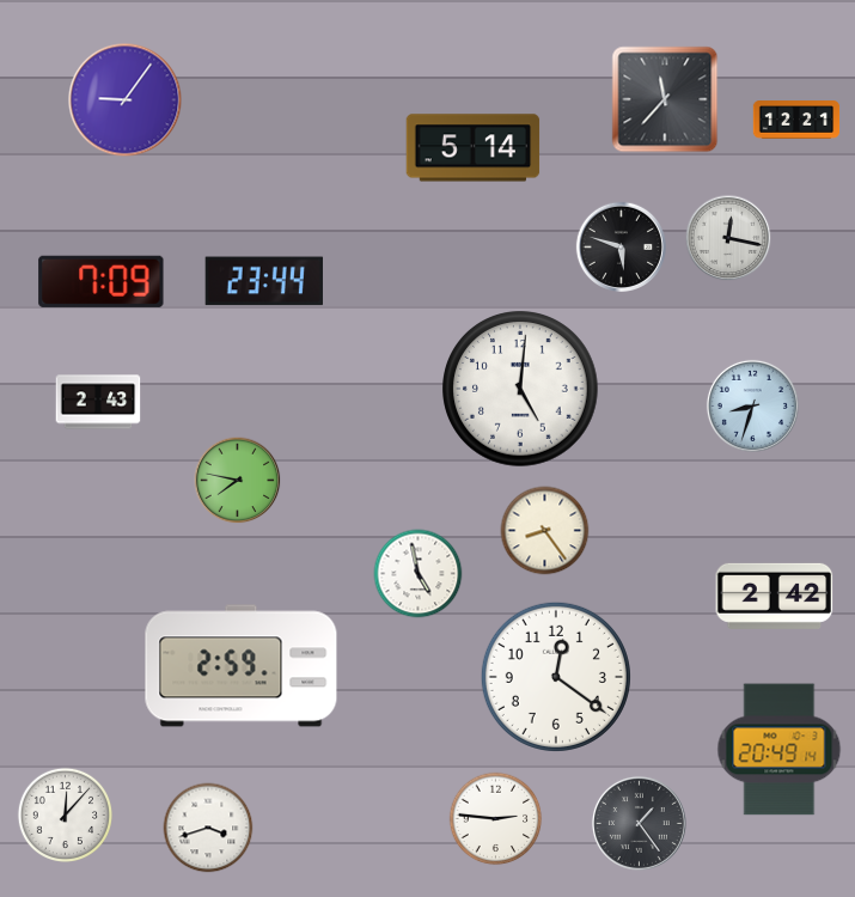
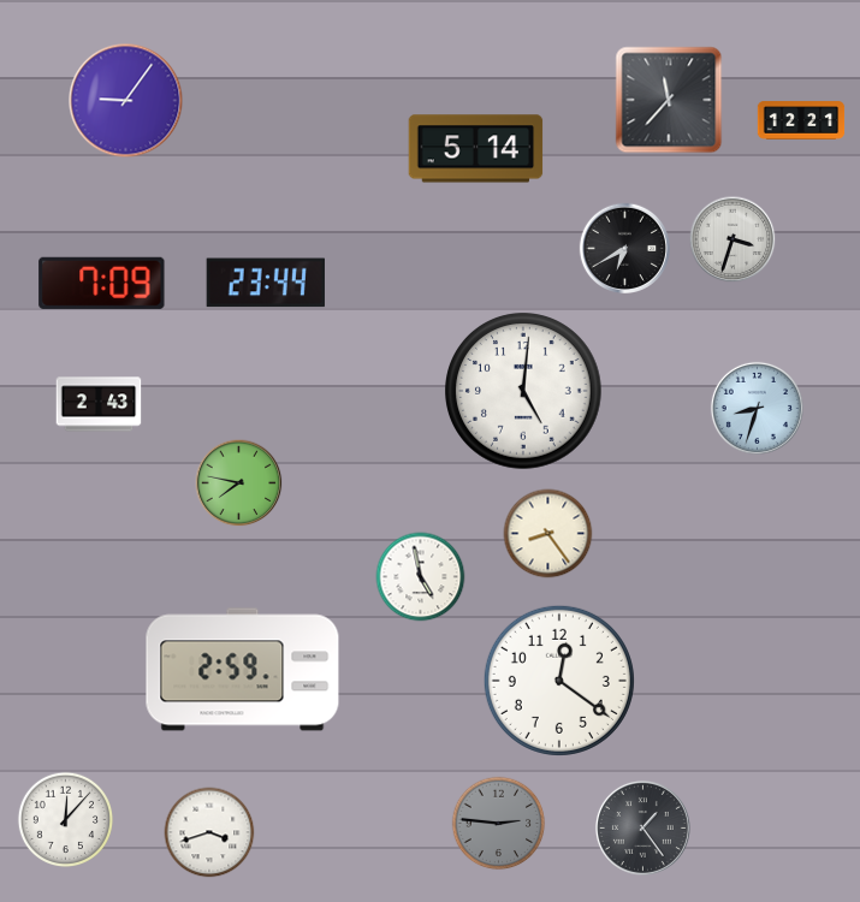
clock at (728, 238): 12:17 -> 3:33
clock at (621, 246): 5:48 -> 6:40
clock at (775, 596): 2:42 -> none
clock at (780, 750): 20:49 -> none
clock at (496, 819) dial: white -> grey
